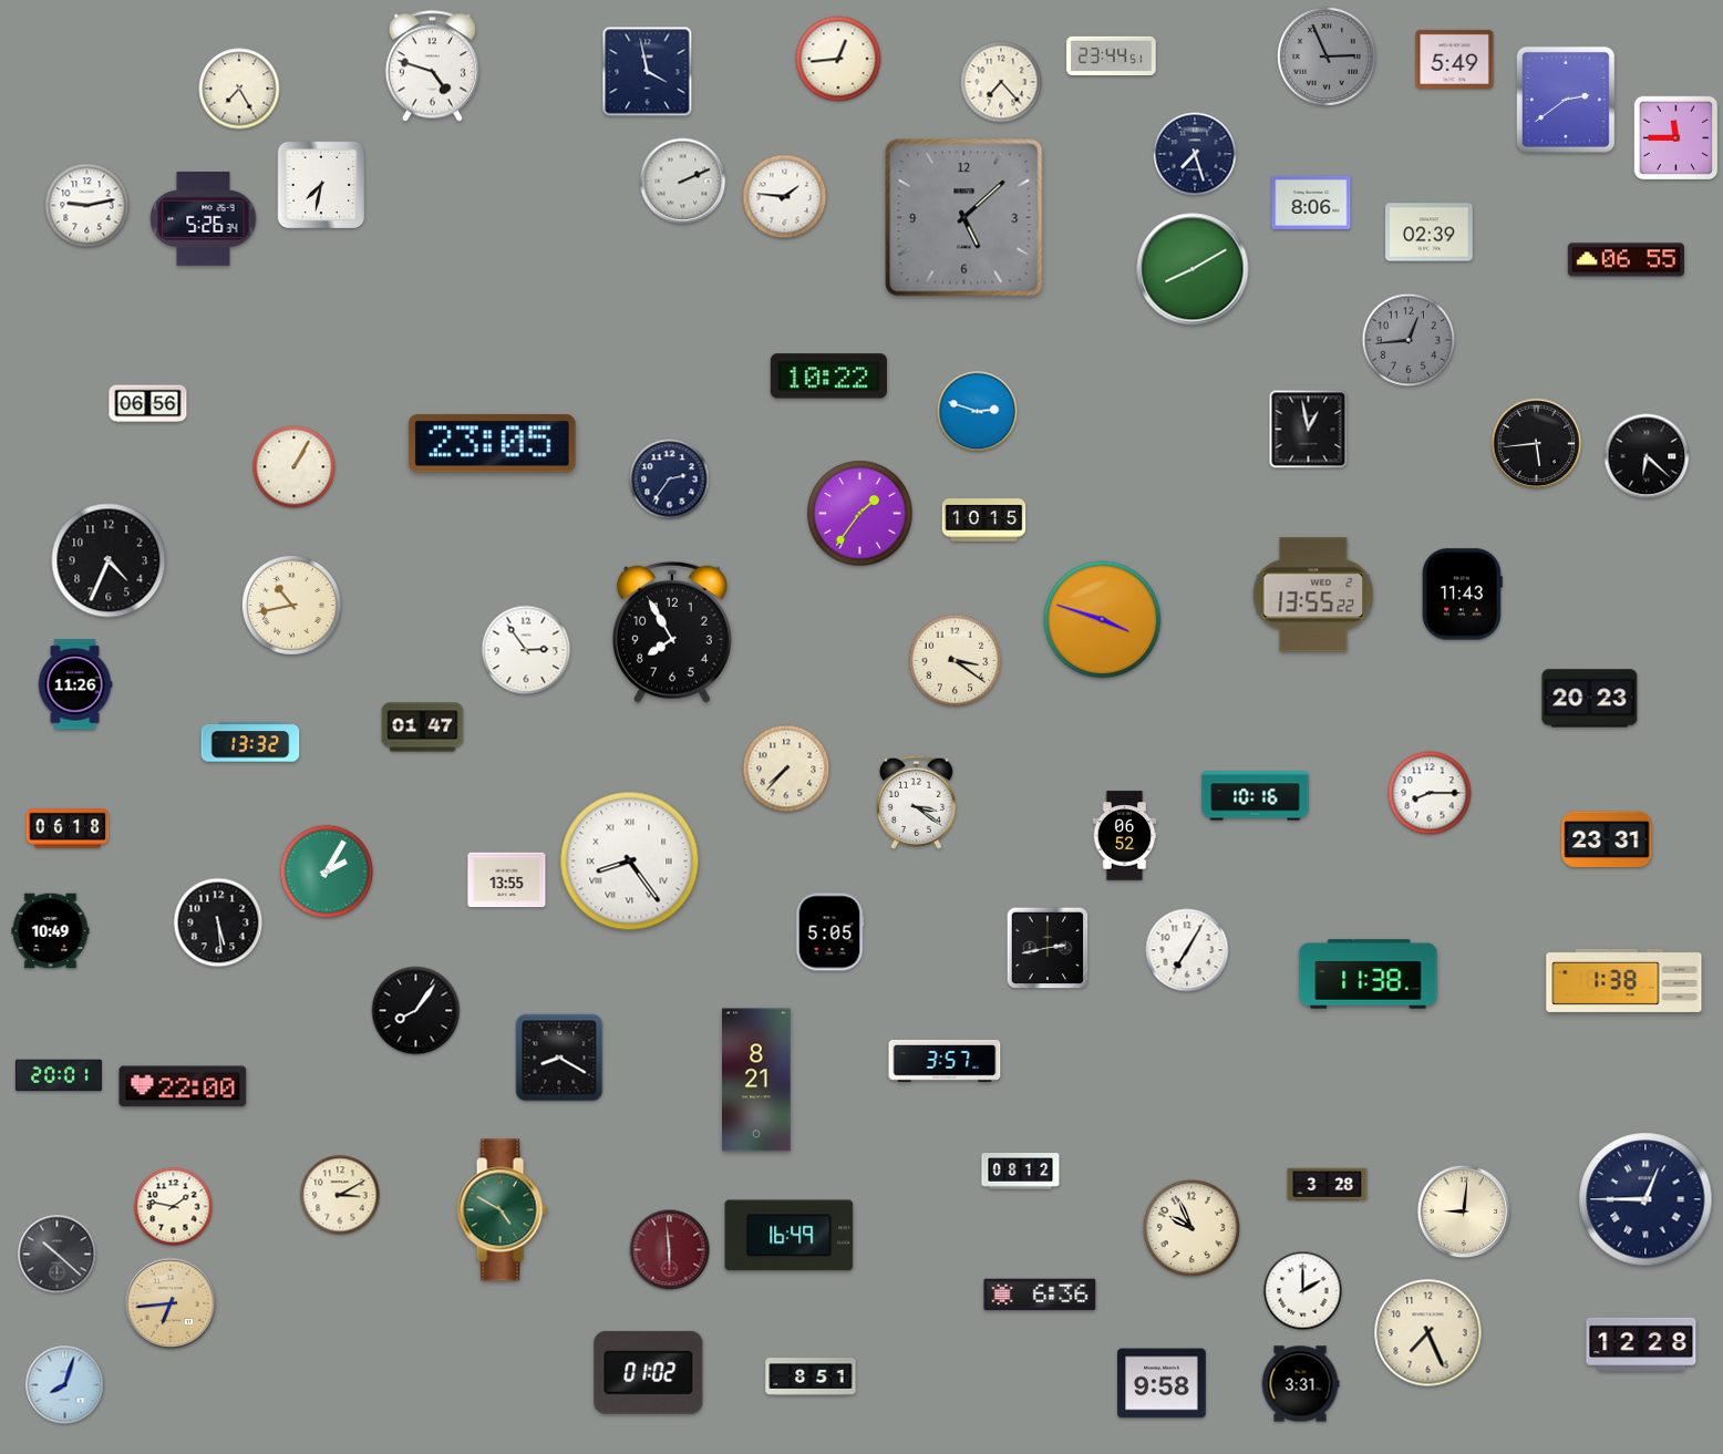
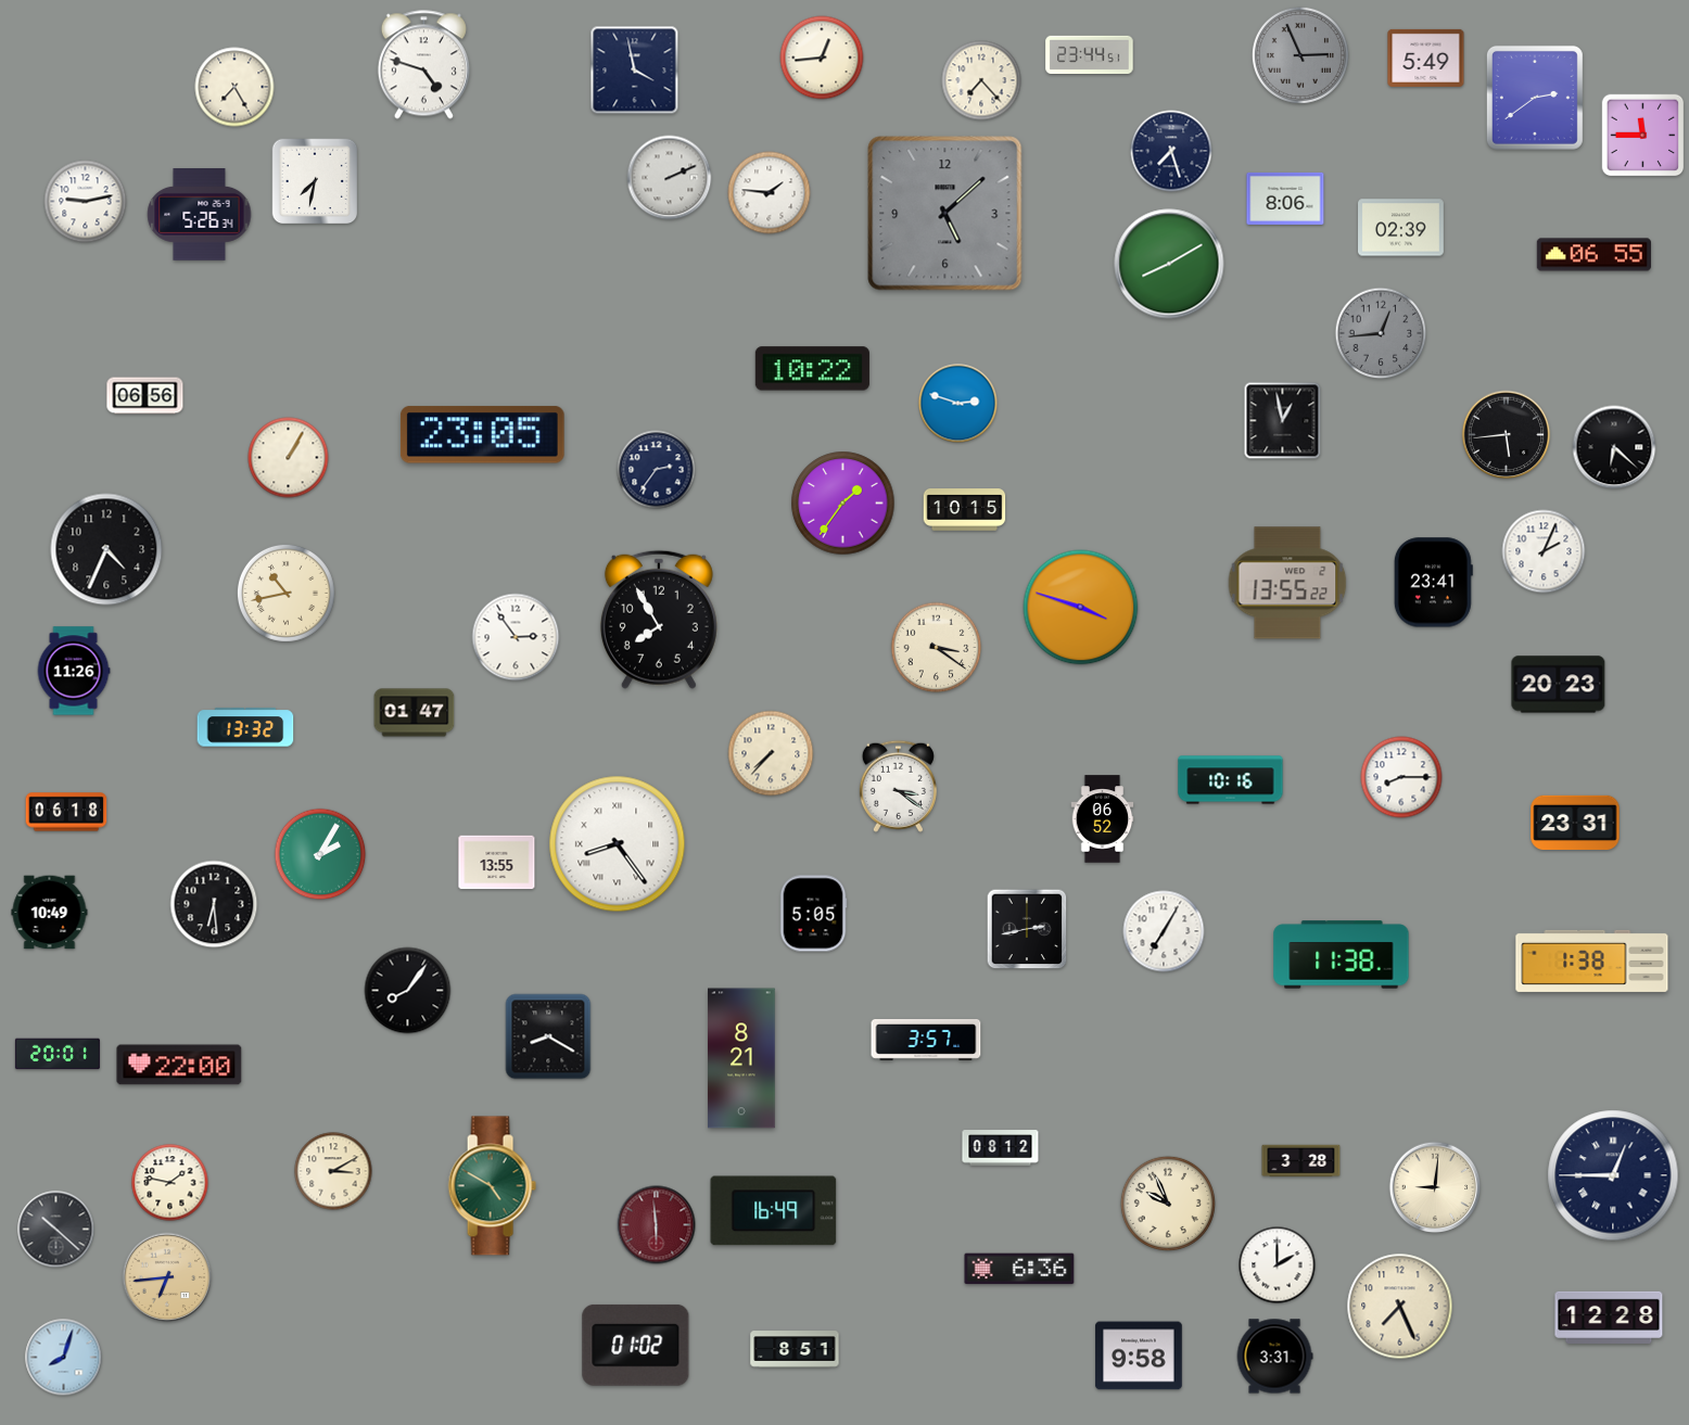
clock at (1544, 551): none -> 2:04
clock at (1462, 595): 11:43 -> 23:41
clock at (218, 922): 5:29 -> 6:29
